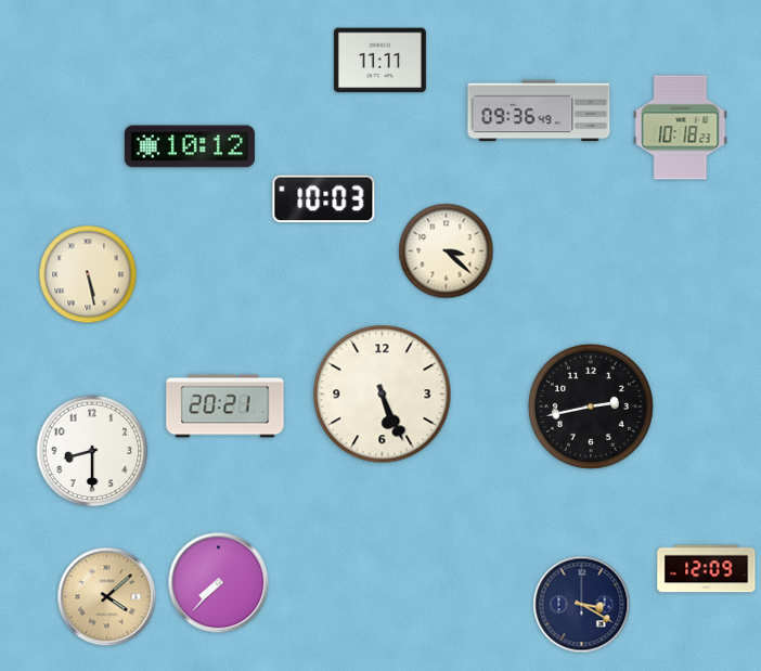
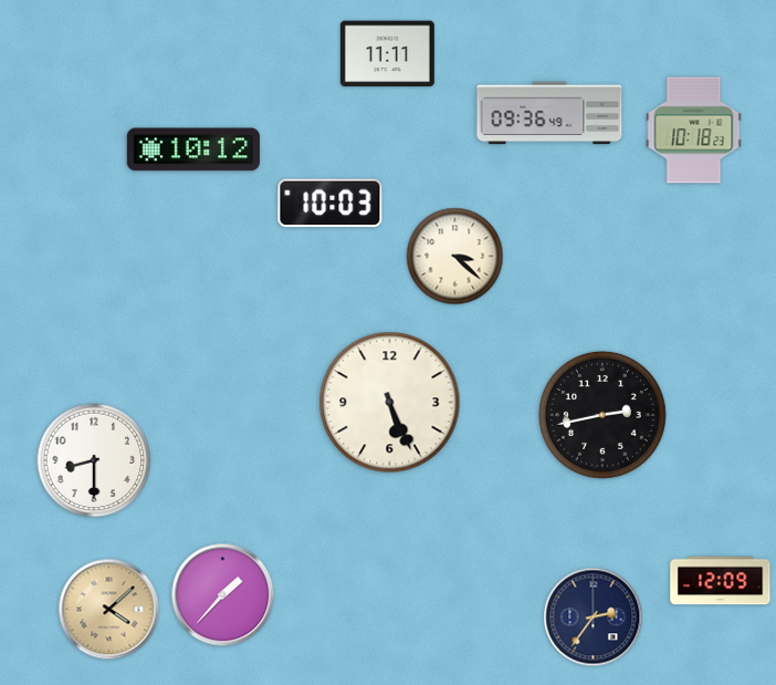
clock at (379, 61) position: (379, 61) -> (387, 54)
clock at (88, 274): 5:28 -> none
clock at (225, 407): 20:21 -> none
clock at (219, 583): 7:37 -> 1:37
clock at (582, 605): 3:20 -> 2:36
